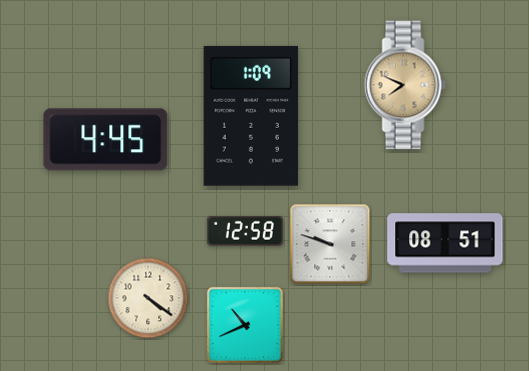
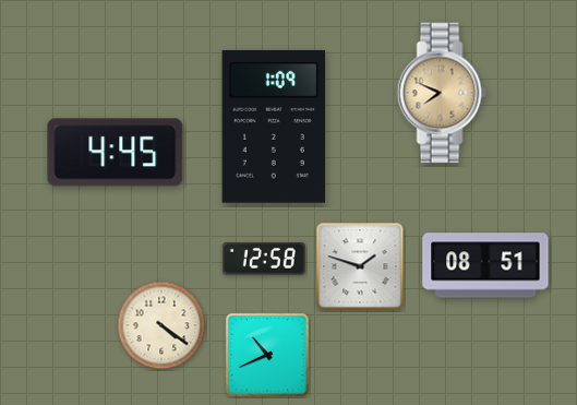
clock at (245, 231) position: (245, 231) -> (264, 259)
clock at (330, 244): 9:48 -> 1:48
